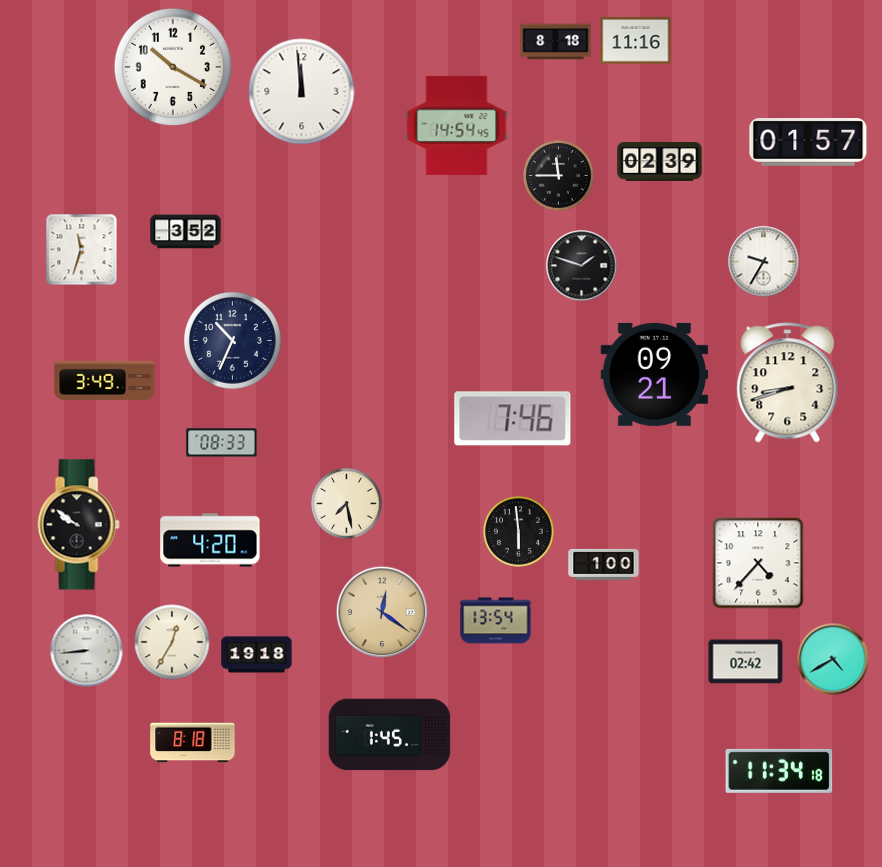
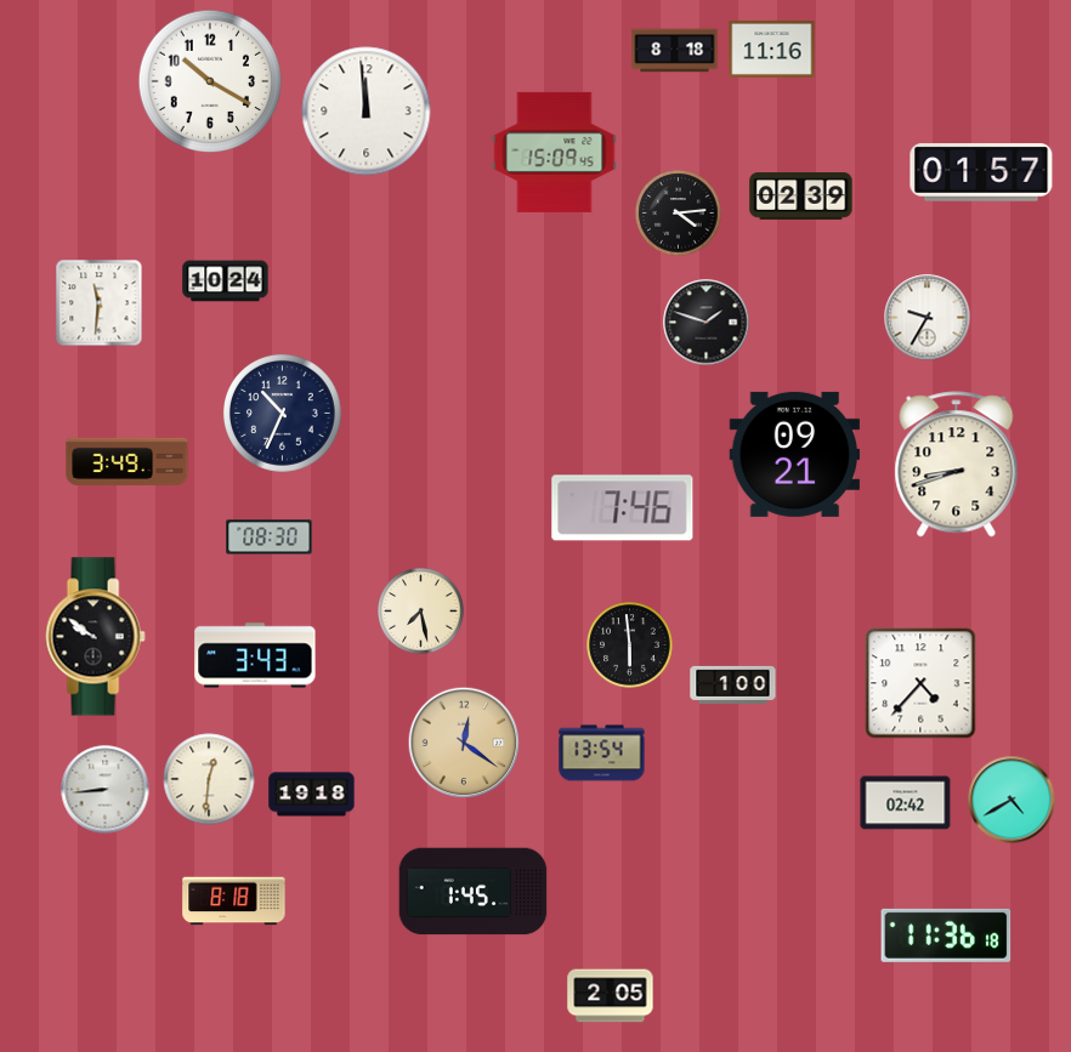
clock at (457, 125): 14:54 -> 15:09
clock at (559, 176): 11:45 -> 4:14
clock at (186, 232): 3:52 -> 10:24
clock at (82, 250): 11:33 -> 11:31
clock at (222, 443): 08:33 -> 08:30
clock at (210, 540): 4:20 -> 3:43
clock at (172, 642): 12:35 -> 12:31
clock at (779, 771): 11:34 -> 11:36
clock at (611, 996): none -> 2:05
